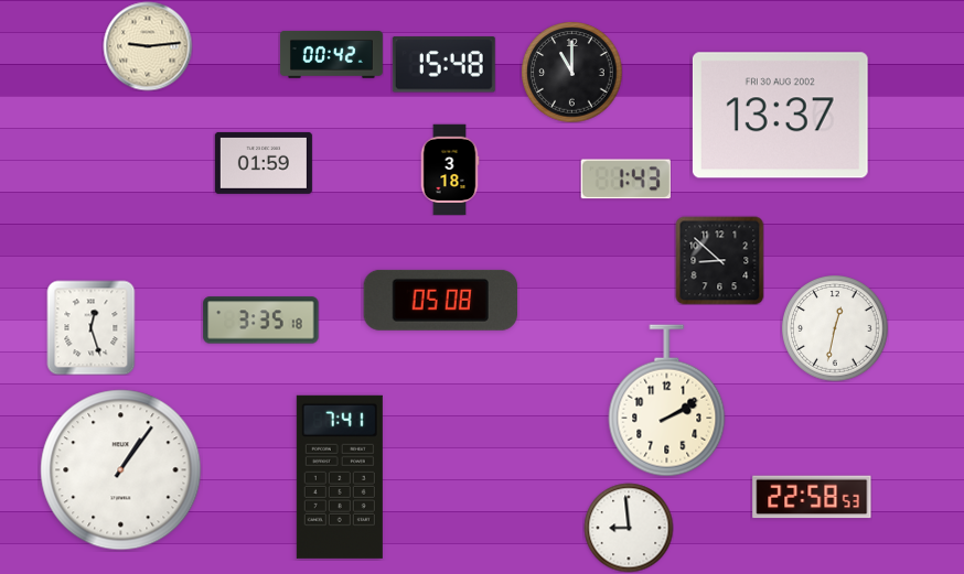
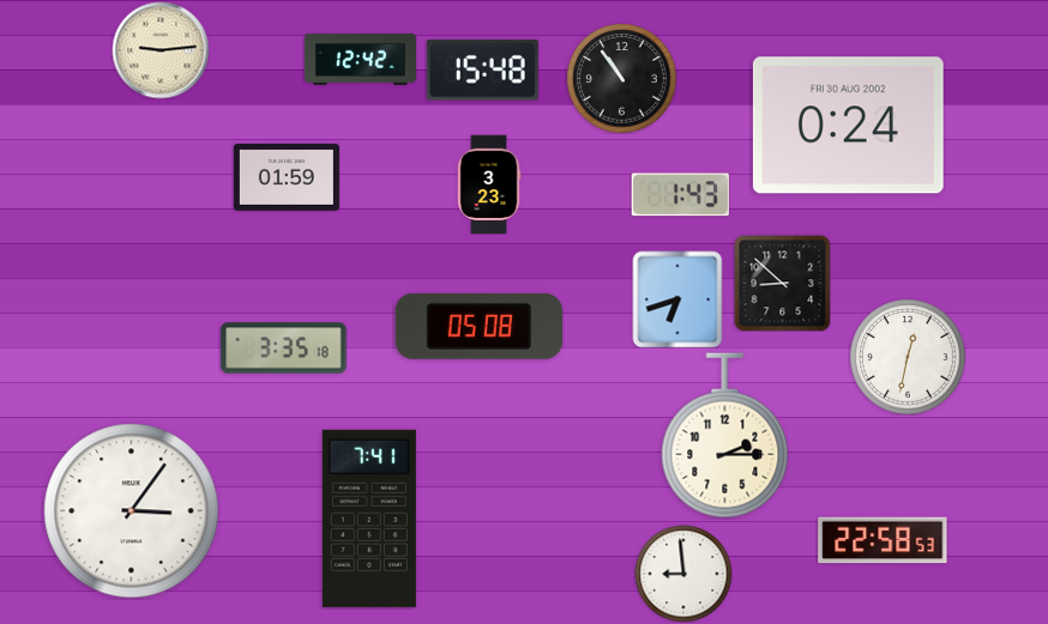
clock at (331, 54): 00:42 -> 12:42
clock at (571, 72): 11:00 -> 10:54
clock at (780, 116): 13:37 -> 0:24
clock at (450, 170): 3:18 -> 3:23
clock at (677, 299): none -> 6:42
clock at (92, 327): 12:27 -> none
clock at (667, 401): 2:10 -> 2:15
clock at (121, 470): 1:06 -> 3:06
